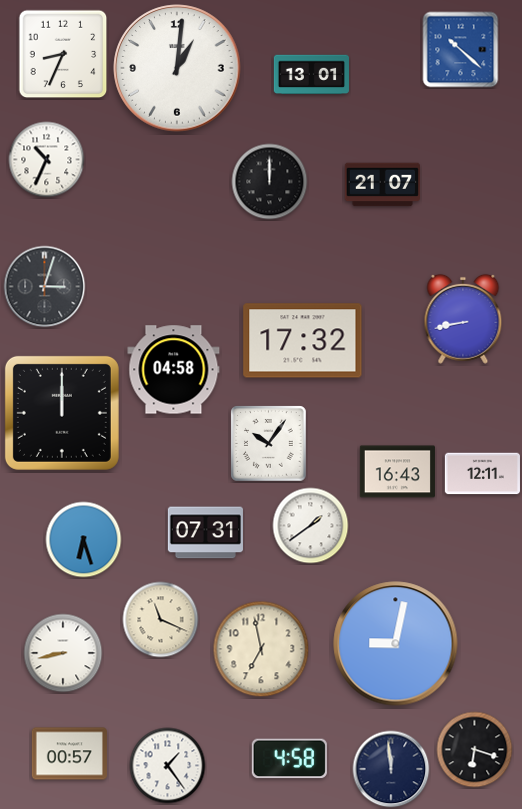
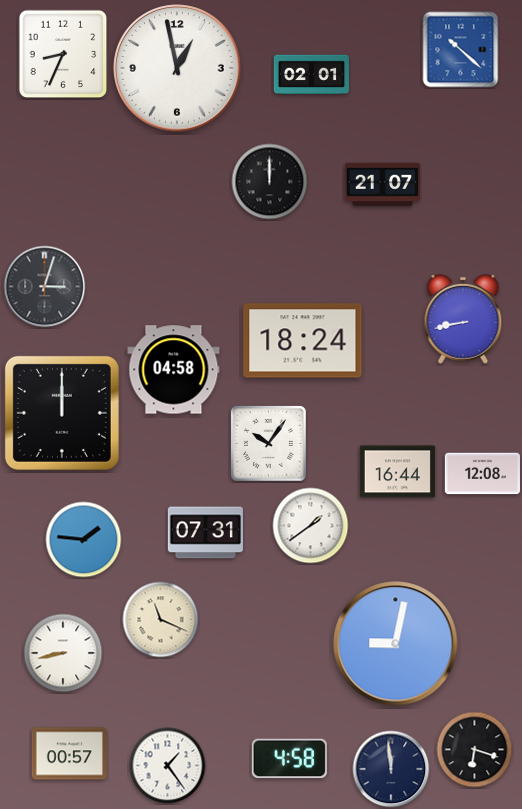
clock at (177, 68): 1:01 -> 12:58
clock at (311, 75): 13:01 -> 02:01
clock at (47, 160): 10:34 -> none
clock at (303, 341): 17:32 -> 18:24
clock at (397, 472): 16:43 -> 16:44
clock at (482, 474): 12:11 -> 12:08
clock at (84, 540): 6:27 -> 1:46
clock at (261, 649): 6:58 -> none
